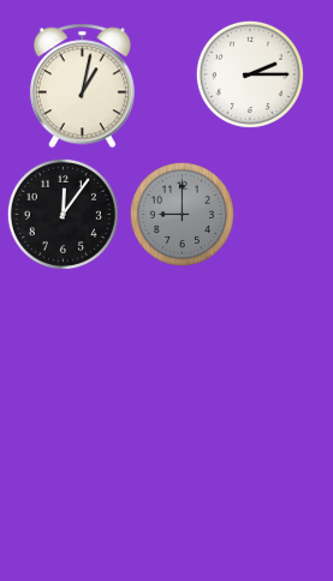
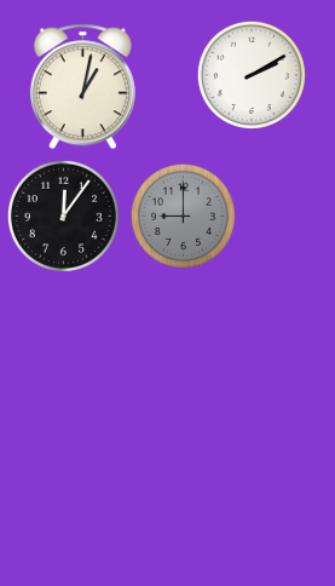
clock at (250, 74): 2:15 -> 2:10
